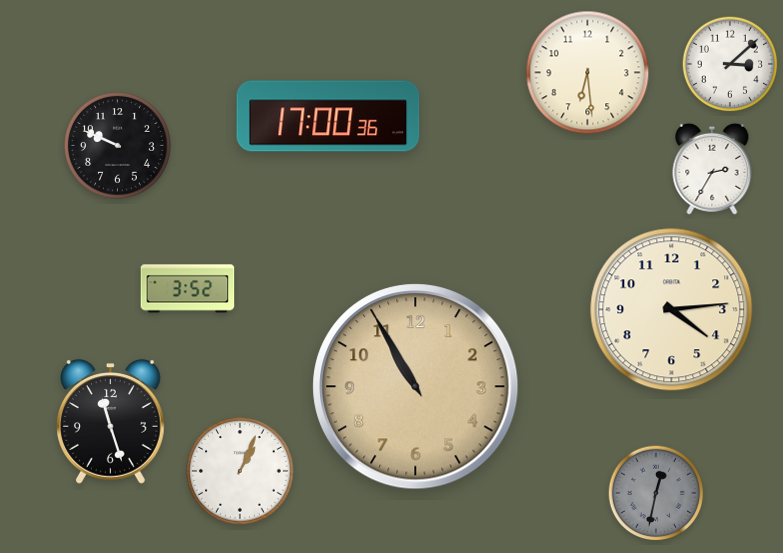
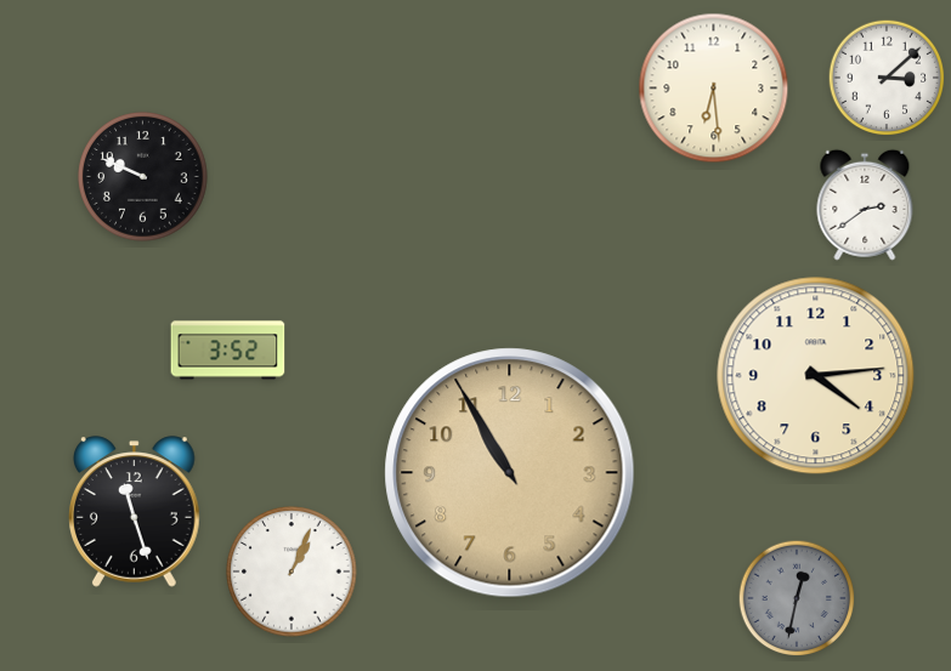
clock at (328, 116): 17:00 -> none
clock at (712, 169): 2:35 -> 2:39
clock at (416, 387) position: (416, 387) -> (510, 473)
